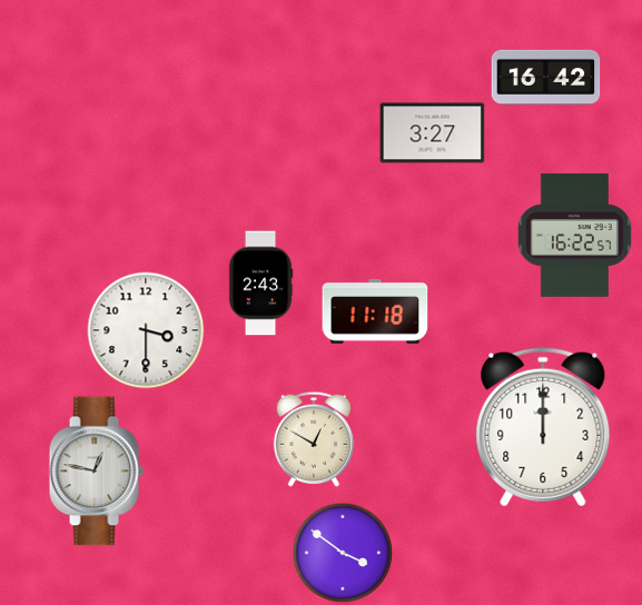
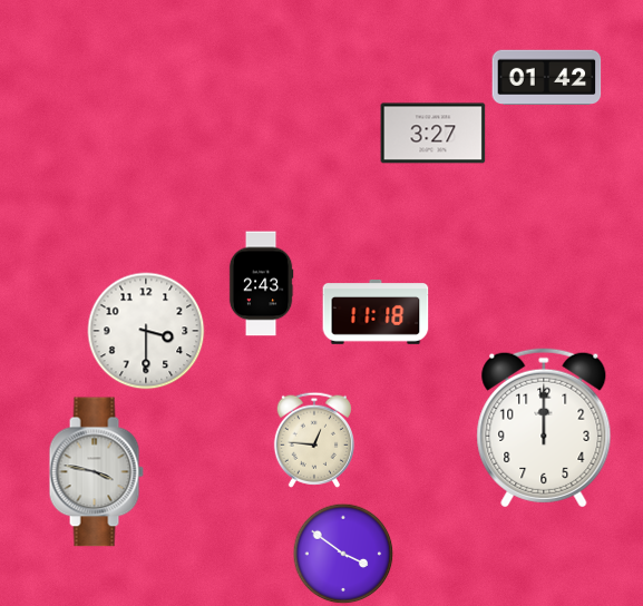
clock at (546, 77): 16:42 -> 01:42
clock at (574, 236): 16:22 -> none
clock at (314, 439): 12:50 -> 12:46
clock at (96, 472): 12:47 -> 3:47
